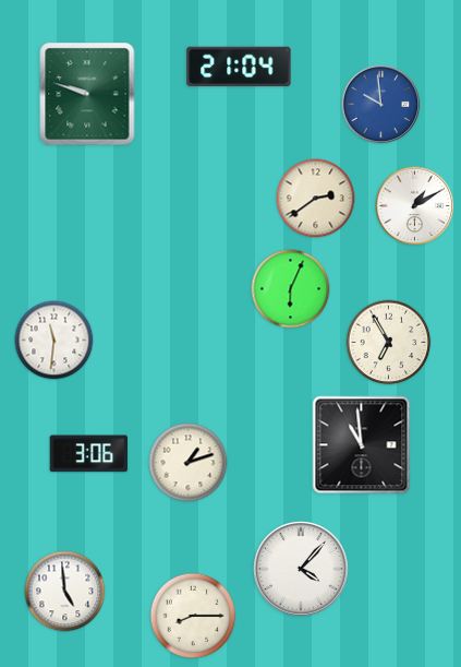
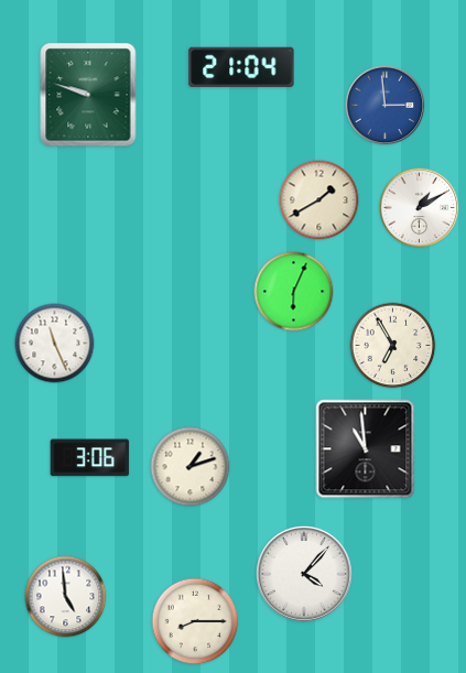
clock at (381, 105): 9:59 -> 2:59
clock at (316, 199): 2:39 -> 1:40
clock at (54, 341): 11:31 -> 11:26
